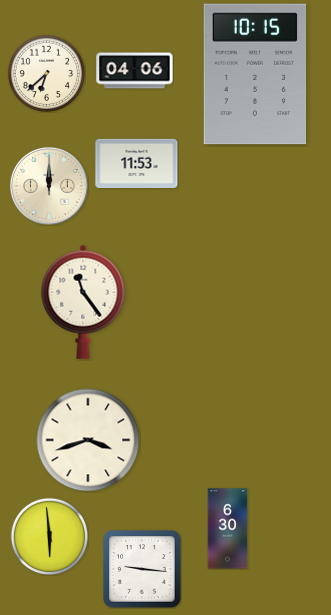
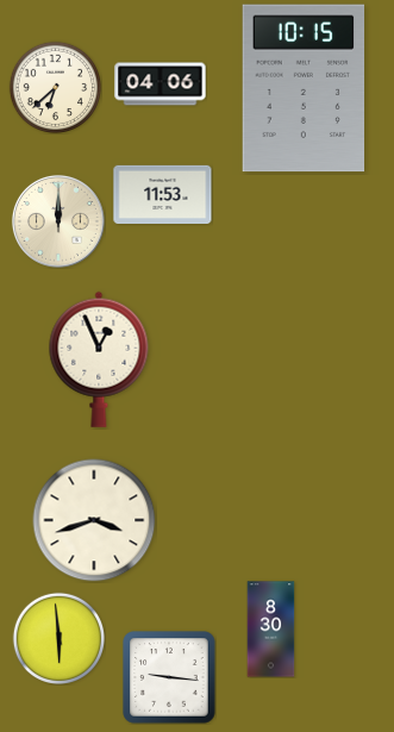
clock at (83, 302): 11:24 -> 12:56
clock at (88, 440) position: (88, 440) -> (94, 520)
clock at (228, 529): 6:30 -> 8:30
